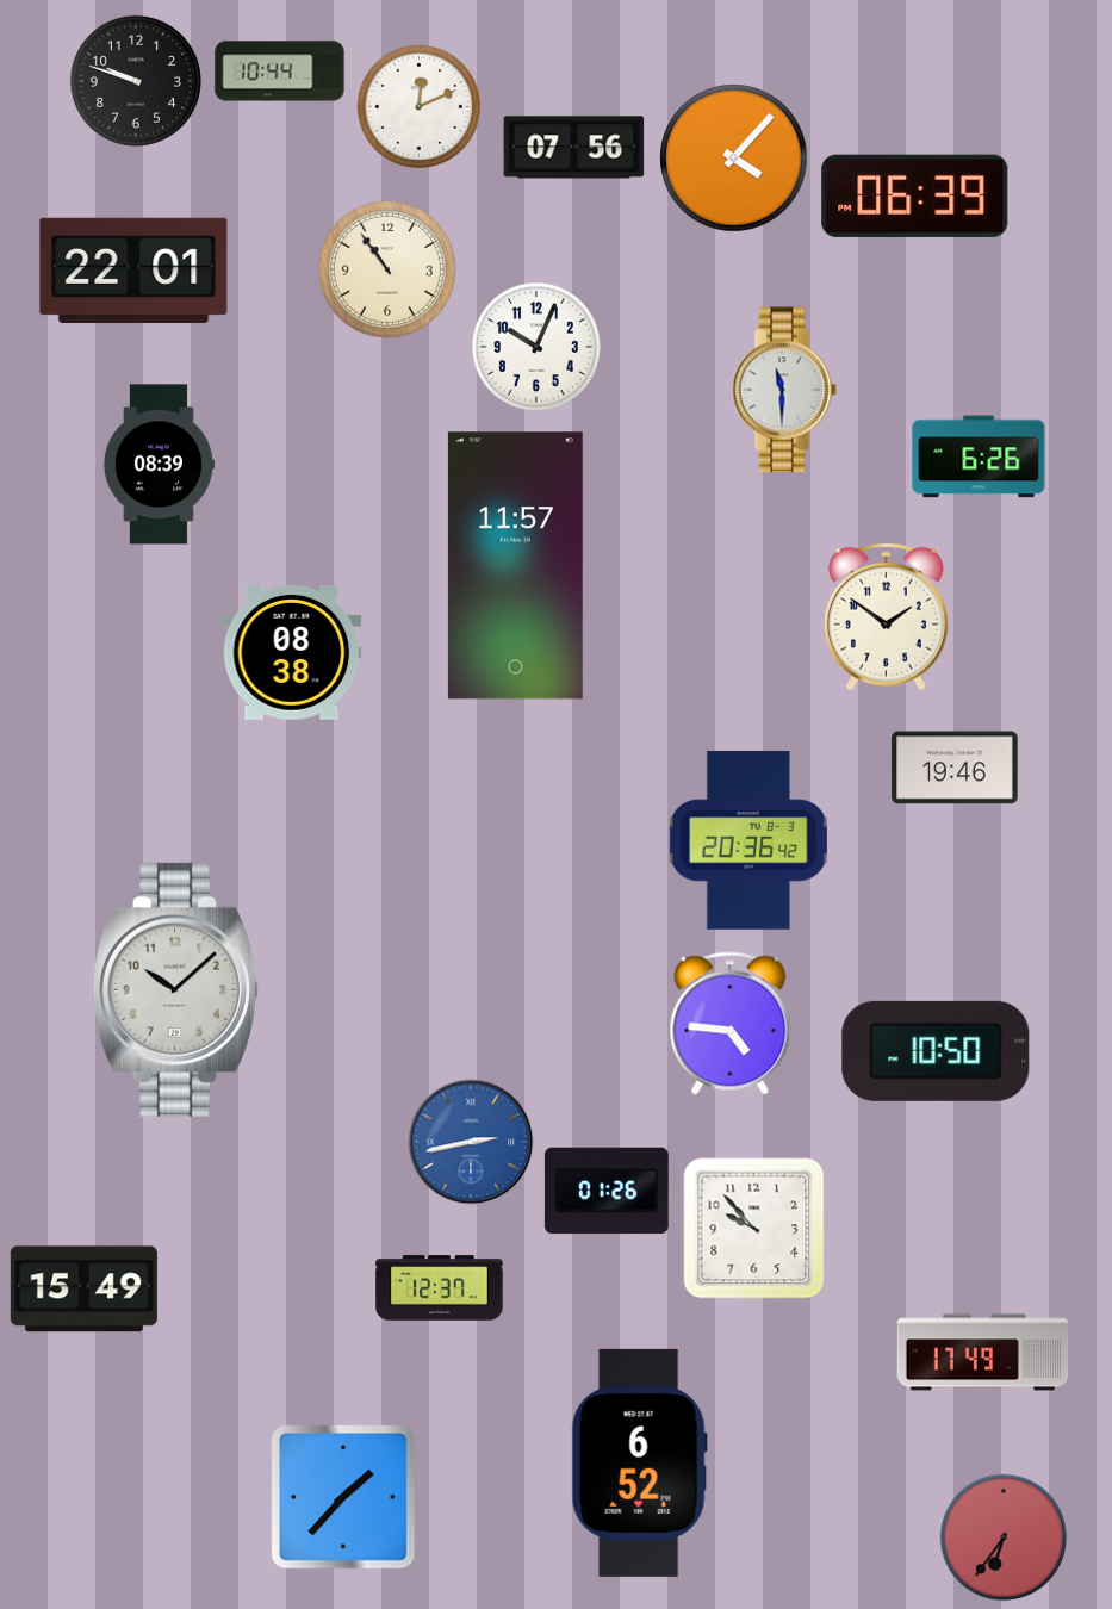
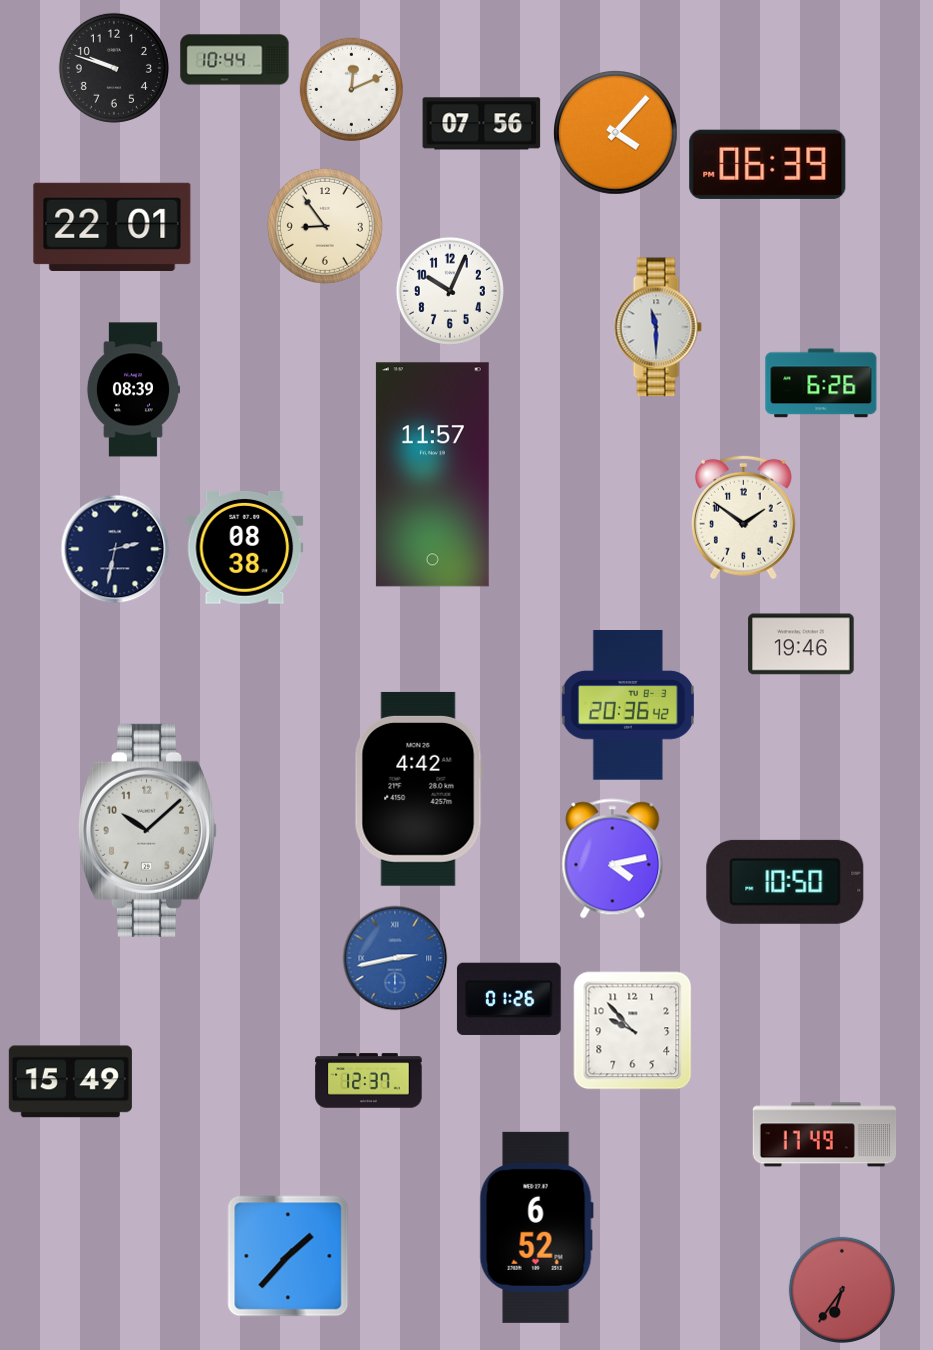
clock at (387, 269): 10:54 -> 8:54
clock at (115, 549): none -> 2:32
clock at (419, 789): none -> 4:42
clock at (731, 1024): 4:46 -> 4:13
